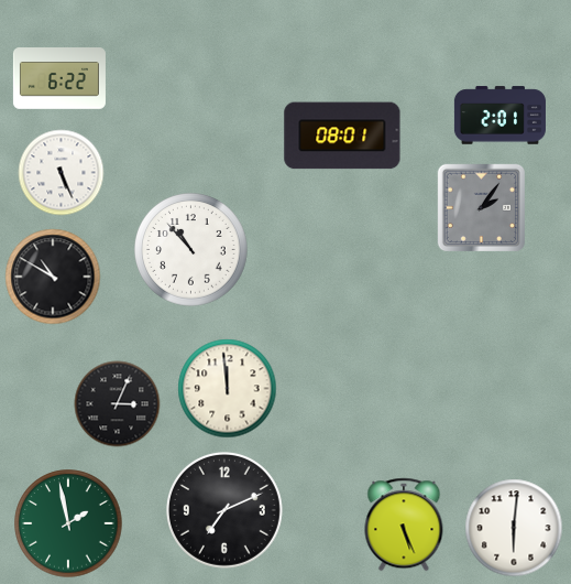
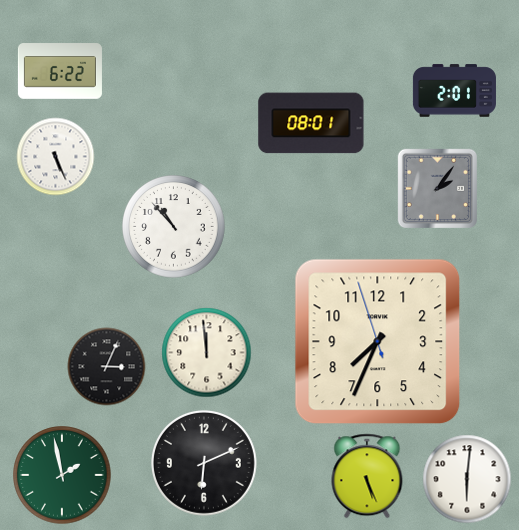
clock at (59, 78) position: (59, 78) -> (60, 71)
clock at (499, 116) position: (499, 116) -> (454, 91)
clock at (53, 277): 10:50 -> none
clock at (378, 342): none -> 7:33
clock at (224, 510): 7:11 -> 6:11
